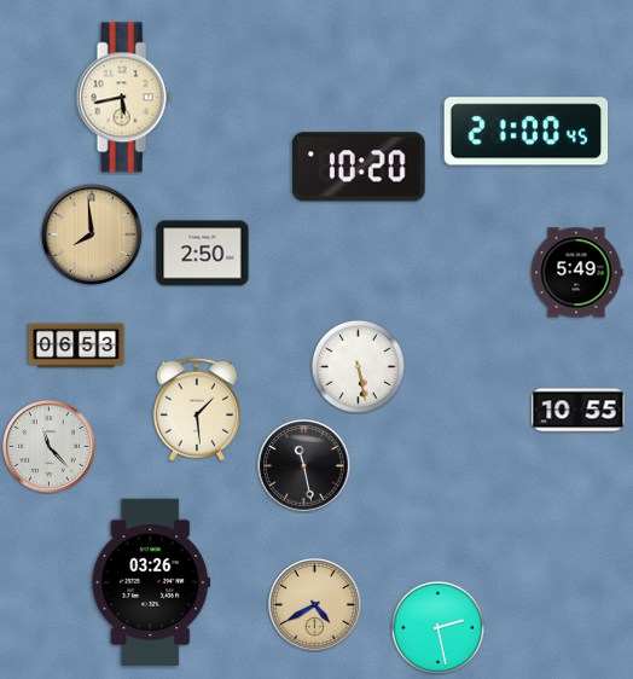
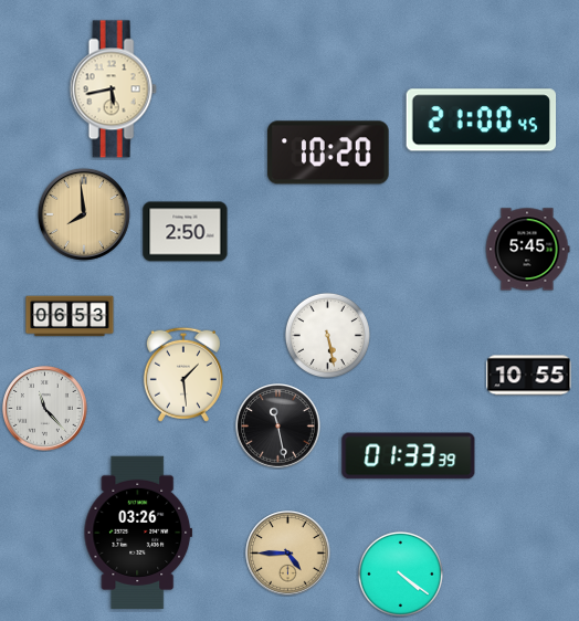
clock at (576, 273): 5:49 -> 5:45
clock at (197, 410) position: (197, 410) -> (183, 375)
clock at (409, 456): none -> 01:33
clock at (315, 605): 4:40 -> 4:45
clock at (437, 627): 2:28 -> 4:21
